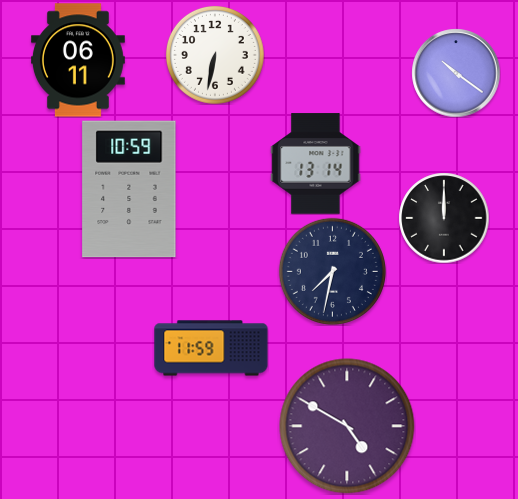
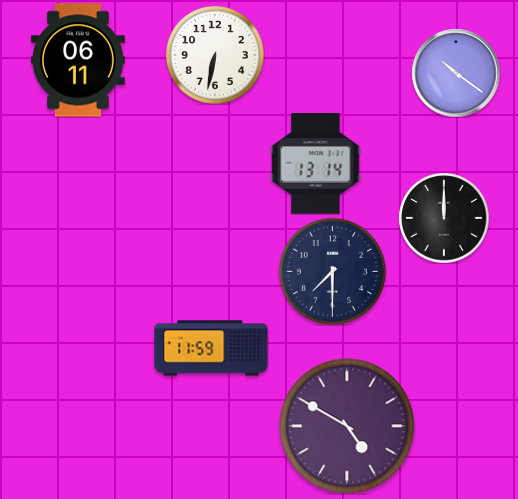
clock at (129, 189): 10:59 -> none
clock at (332, 271): 7:32 -> 7:30
